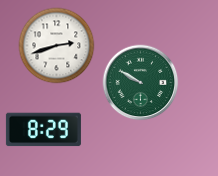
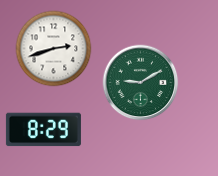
clock at (57, 46) position: (57, 46) -> (54, 49)
clock at (141, 83): 9:50 -> 9:10
